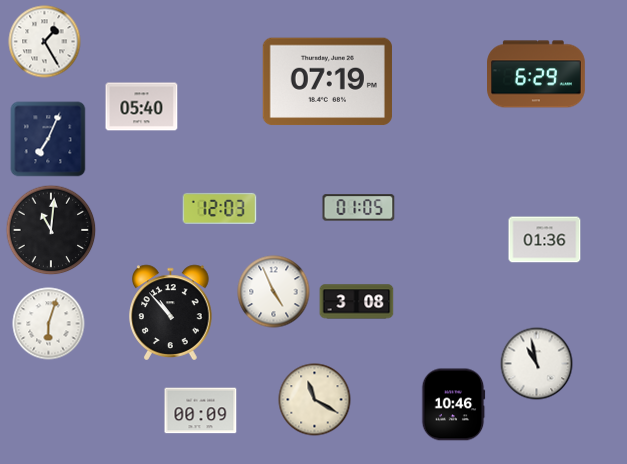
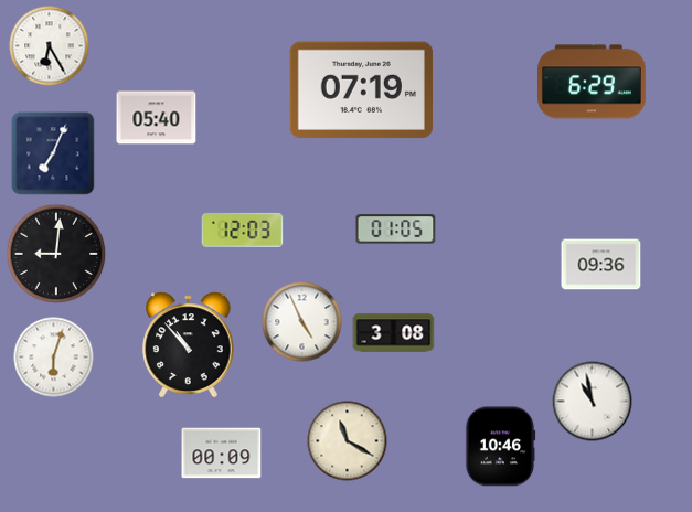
clock at (45, 42): 1:25 -> 6:25
clock at (51, 230): 11:01 -> 9:01
clock at (545, 240): 01:36 -> 09:36
